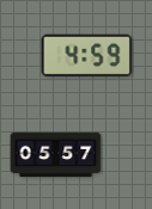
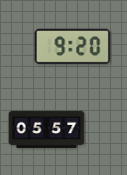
clock at (87, 56): 4:59 -> 9:20
